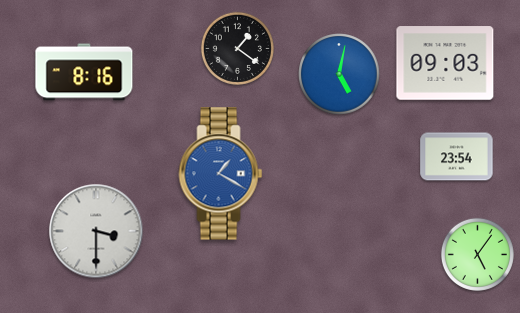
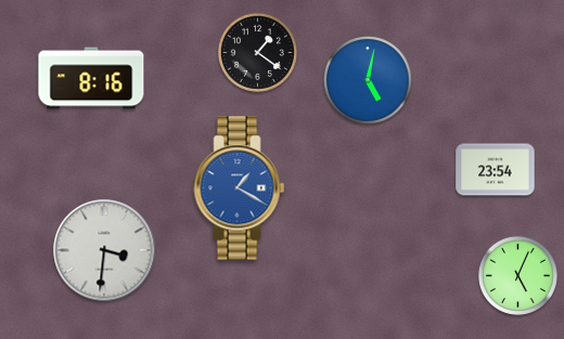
clock at (445, 63): 09:03 -> none
clock at (96, 231): 3:30 -> 3:31
clock at (477, 254): 5:06 -> 5:04
